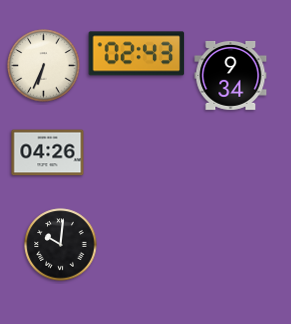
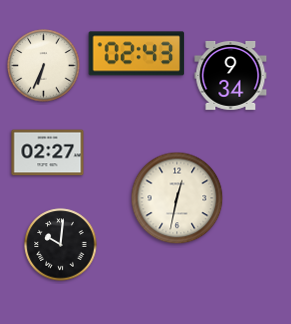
clock at (48, 153): 04:26 -> 02:27
clock at (177, 198): none -> 12:32
